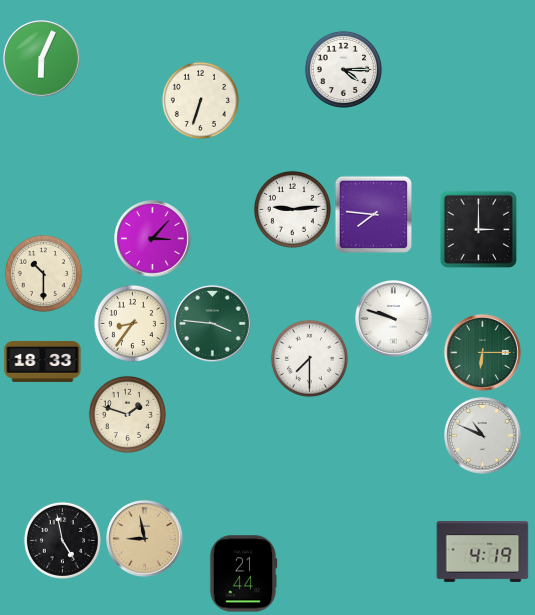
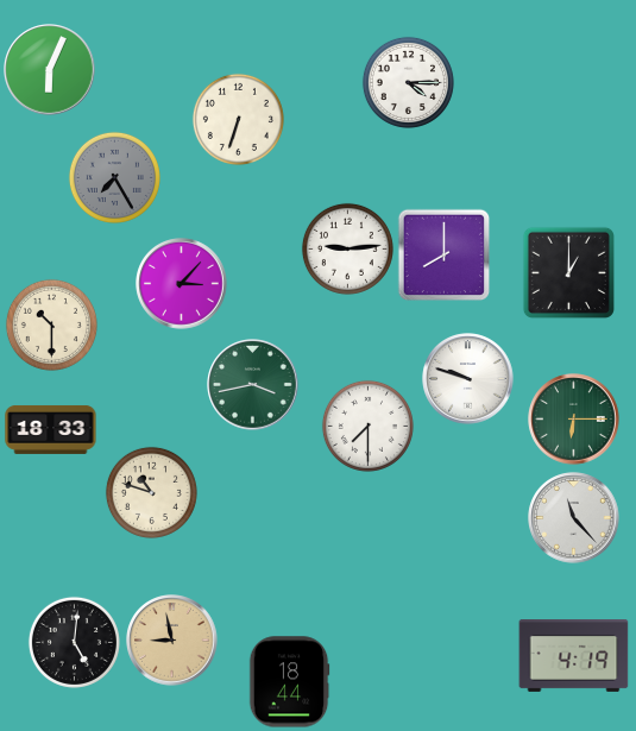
clock at (114, 177): none -> 7:25
clock at (373, 214): 7:46 -> 8:00
clock at (478, 229): 3:00 -> 1:00
clock at (132, 323): 8:36 -> none
clock at (213, 324): 3:46 -> 3:43
clock at (127, 414): 1:48 -> 10:48
clock at (483, 436): 10:49 -> 11:23
clock at (62, 540): 4:58 -> 5:01
clock at (243, 574): 21:44 -> 18:44
